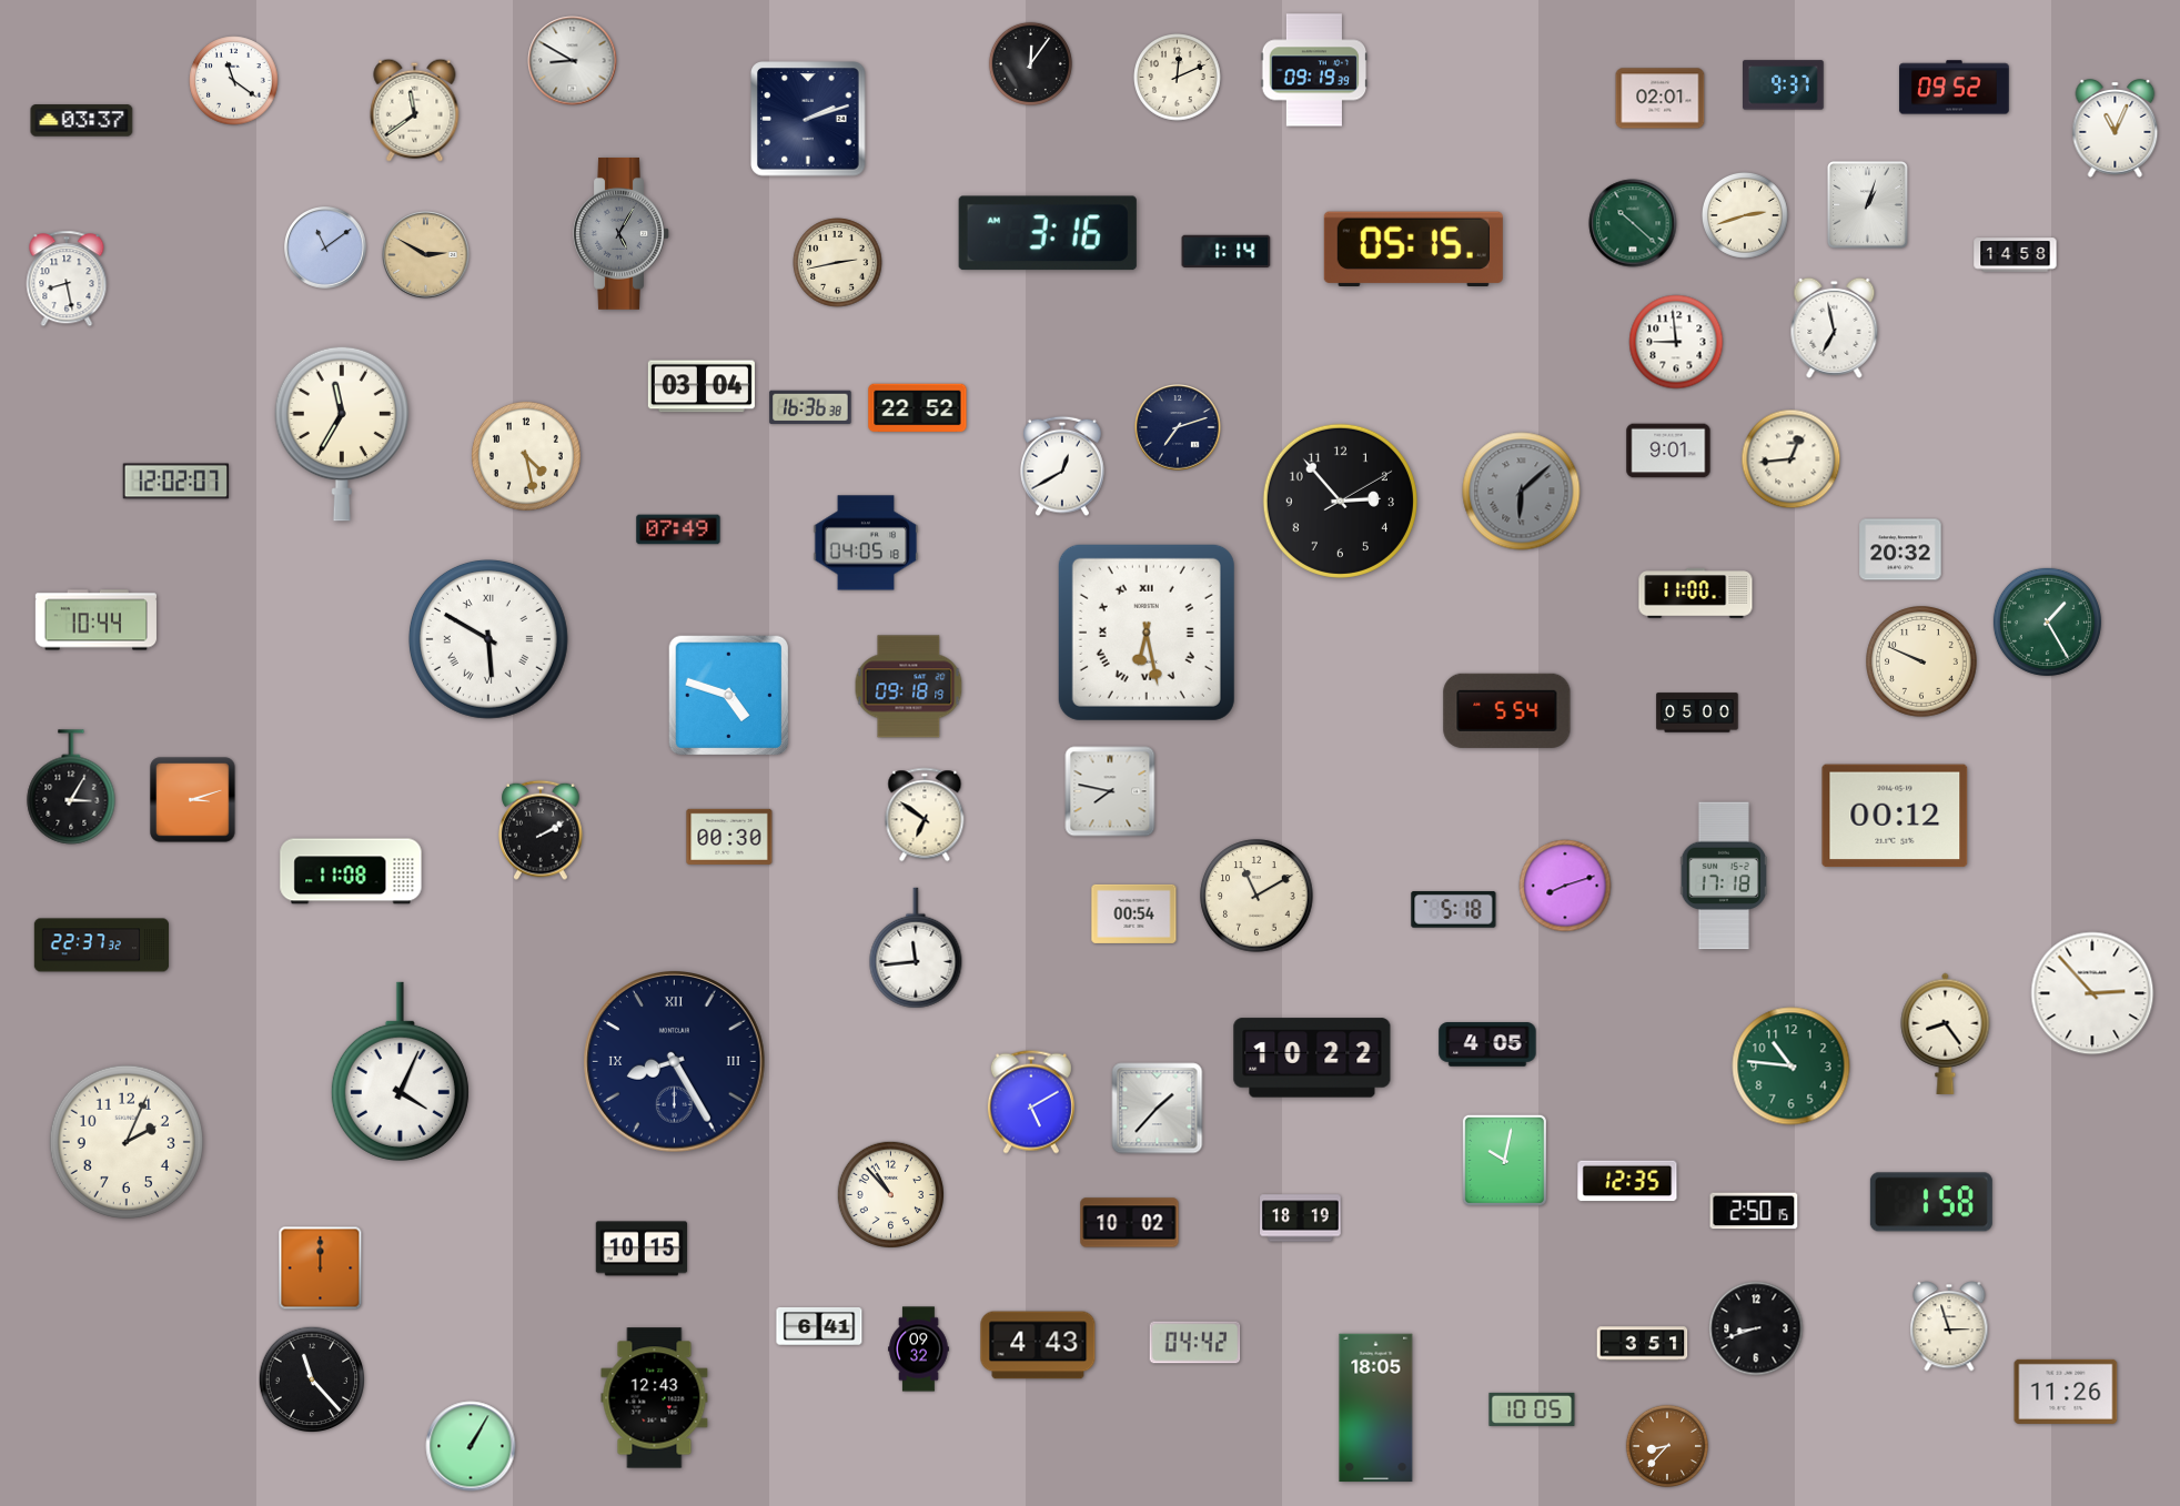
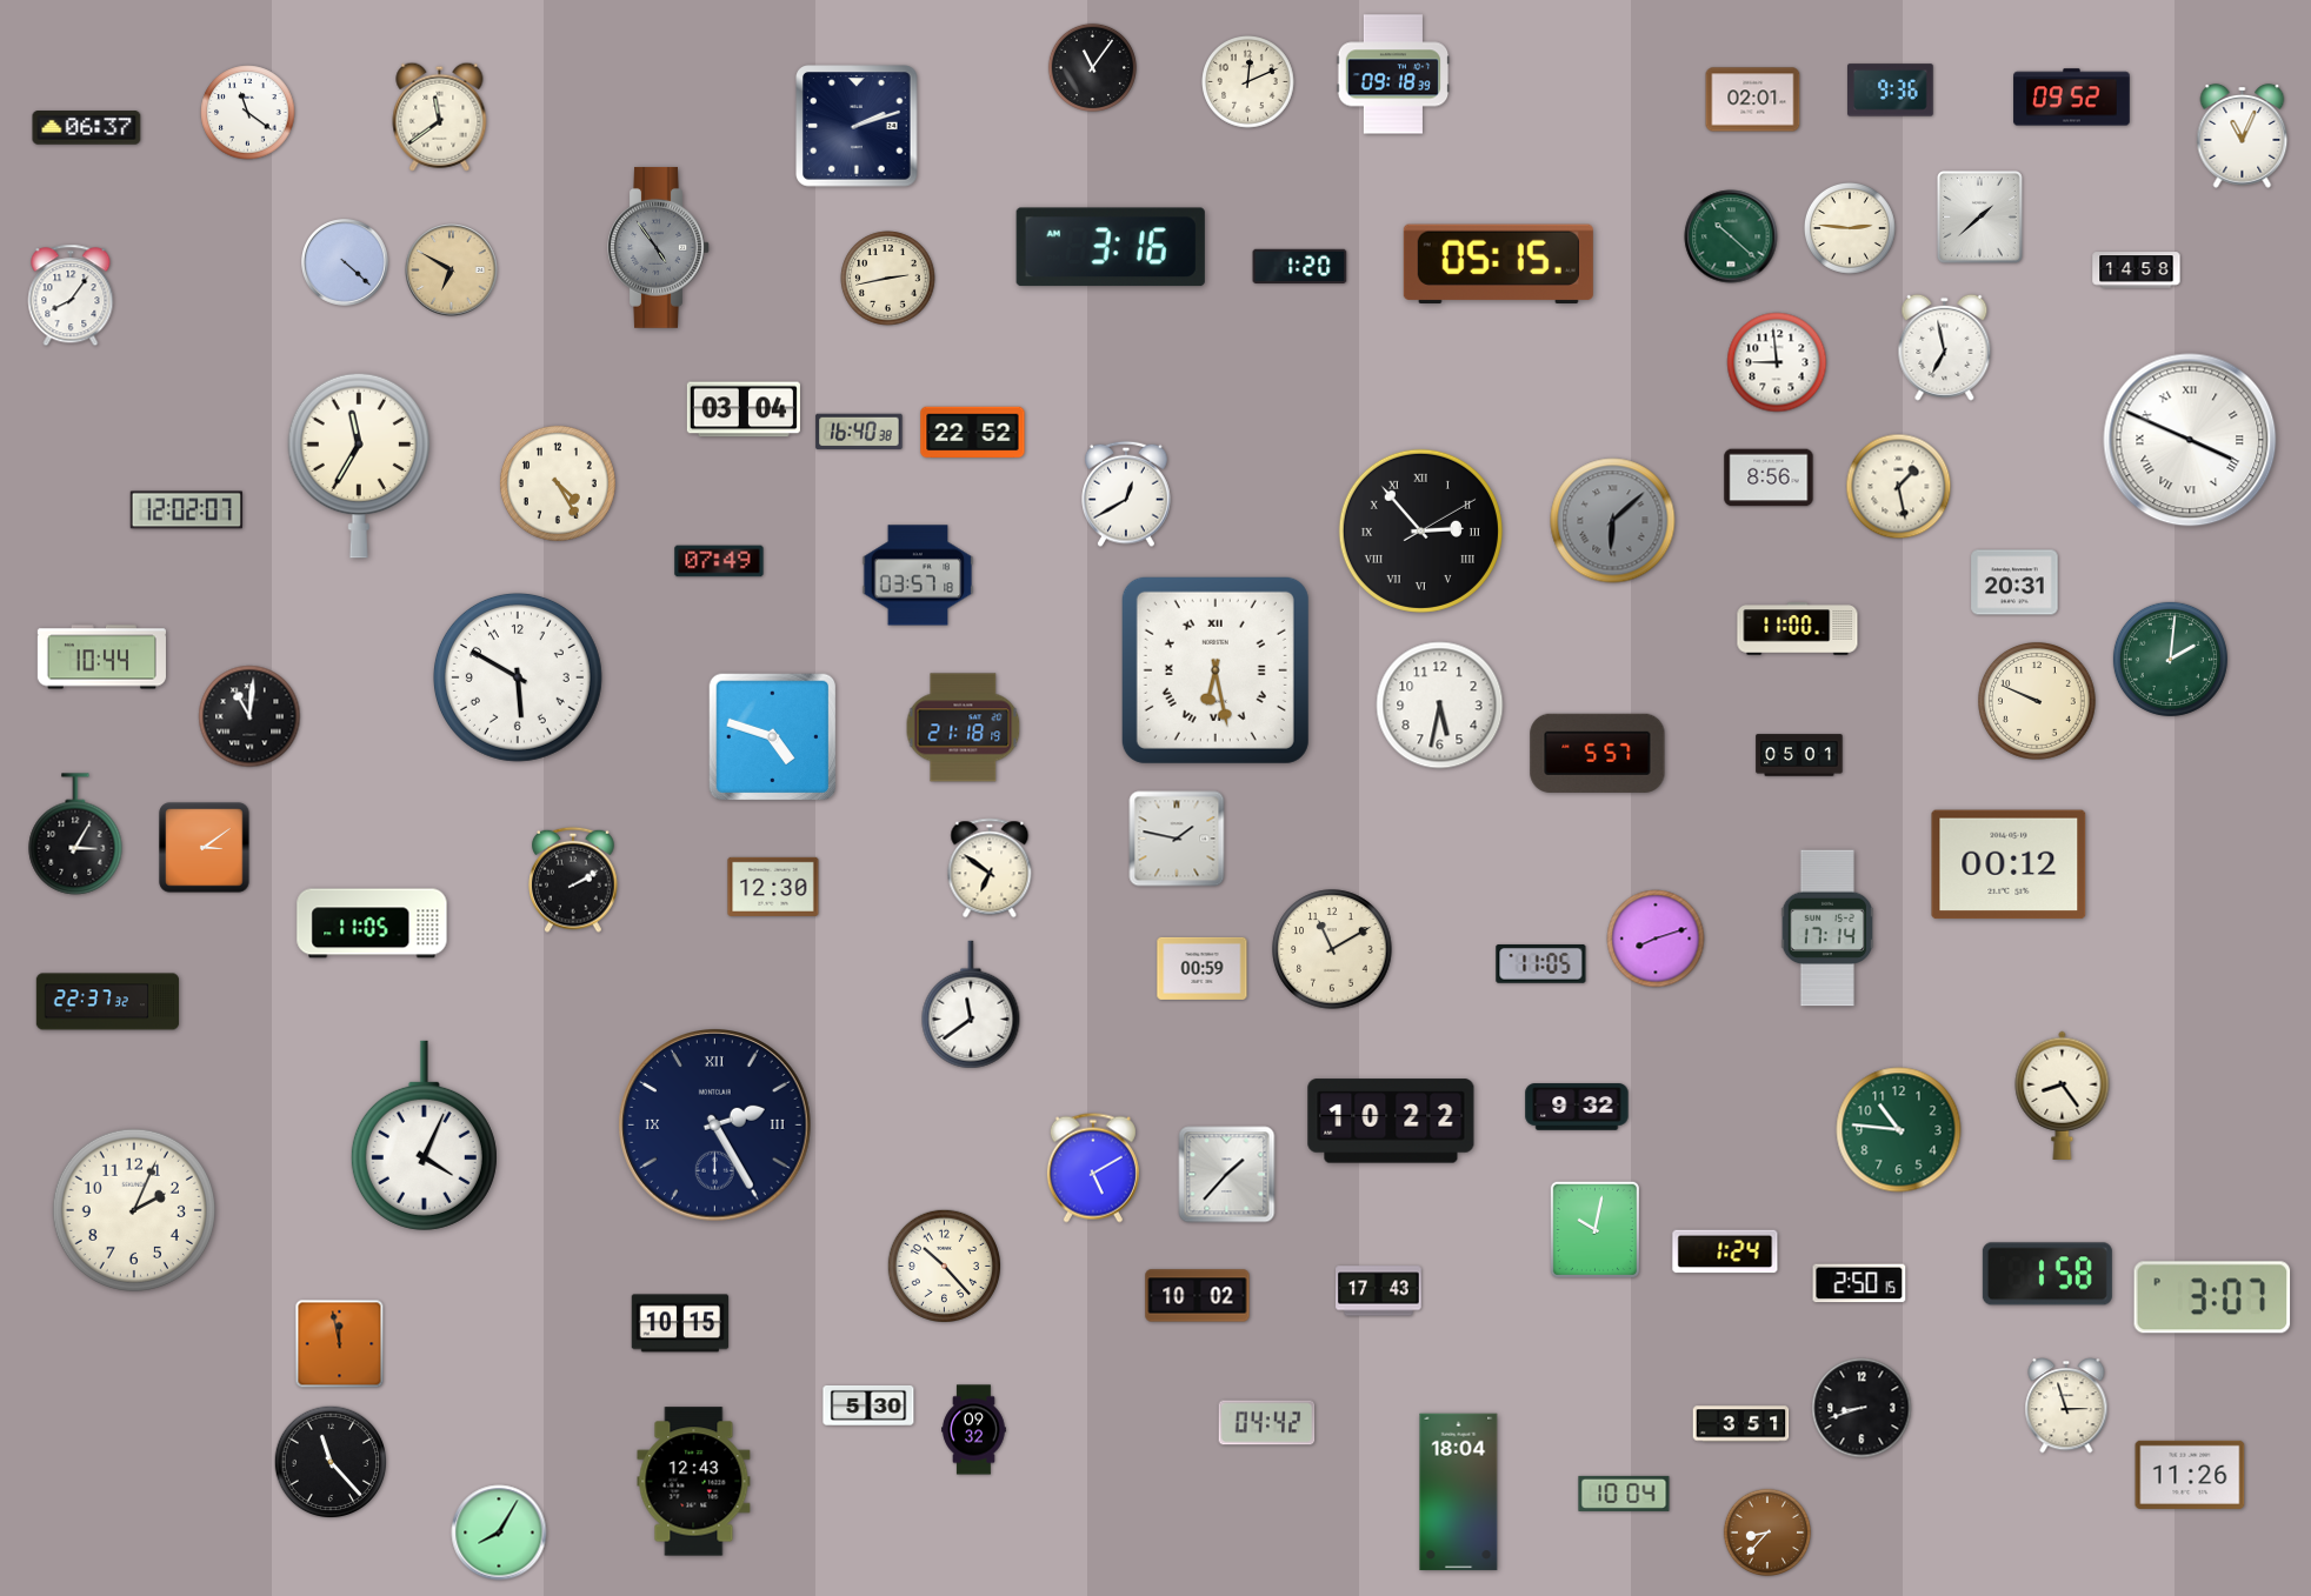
clock at (573, 61): 8:50 -> none
clock at (1030, 63): 12:06 -> 11:06
clock at (1314, 70): 09:19 -> 09:18
clock at (234, 81) position: (234, 81) -> (248, 113)
clock at (1784, 85): 9:37 -> 9:36
clock at (1955, 88) position: (1955, 88) -> (2072, 98)
clock at (1661, 99) position: (1661, 99) -> (1753, 100)
clock at (82, 121): 03:37 -> 06:37
clock at (1868, 205): 1:03 -> 1:38
clock at (1746, 215): 2:42 -> 2:46
clock at (622, 233): 5:05 -> 4:54
clock at (326, 249): 11:09 -> 4:22
clock at (1227, 251): 1:14 -> 1:20
clock at (426, 255): 2:50 -> 6:50
clock at (67, 279): 8:28 -> 8:06
clock at (810, 407): 16:36 -> 16:40
clock at (2190, 440): none -> 3:49
clock at (1178, 427): 7:12 -> none
clock at (342, 434) position: (342, 434) -> (359, 466)
clock at (1668, 451): 9:01 -> 8:56
clock at (526, 456): 4:28 -> 4:25
clock at (1792, 459): 12:44 -> 1:28
clock at (1340, 501) numerals: Arabic -> Roman
clock at (866, 543): 04:05 -> 03:57
clock at (1900, 549): 20:32 -> 20:31
clock at (2047, 621): 1:25 -> 2:01
clock at (488, 639) numerals: Roman -> Arabic
clock at (1440, 706): none -> 5:32
clock at (249, 716): none -> 11:01
clock at (909, 687): 09:18 -> 21:18
clock at (1507, 710): 5:54 -> 5:57
clock at (1697, 712): 05:00 -> 05:01
clock at (1110, 791): 7:47 -> 1:47
clock at (193, 800): 3:12 -> 3:09
clock at (925, 815) position: (925, 815) -> (990, 868)
clock at (729, 837): 00:30 -> 12:30
clock at (351, 871): 11:08 -> 11:05
clock at (1723, 876): 17:18 -> 17:14
clock at (1565, 886) position: (1565, 886) -> (1656, 939)
clock at (1454, 910): 5:18 -> 11:05
clock at (1134, 913): 00:54 -> 00:59
clock at (916, 948): 11:44 -> 11:39
clock at (2092, 993): 2:53 -> none
clock at (1487, 1044): 4:05 -> 9:32
clock at (675, 1062): 8:25 -> 2:25
clock at (1627, 1181): 12:35 -> 1:24
clock at (890, 1194): 10:53 -> 10:23
clock at (1301, 1219): 18:19 -> 17:43
clock at (2212, 1297): none -> 3:07
clock at (321, 1269): 12:00 -> 11:58
clock at (819, 1326): 6:41 -> 5:30
clock at (1038, 1345): 4:43 -> none
clock at (1376, 1408): 18:05 -> 18:04
clock at (1532, 1409): 10:05 -> 10:04
clock at (471, 1446): 1:05 -> 8:05
